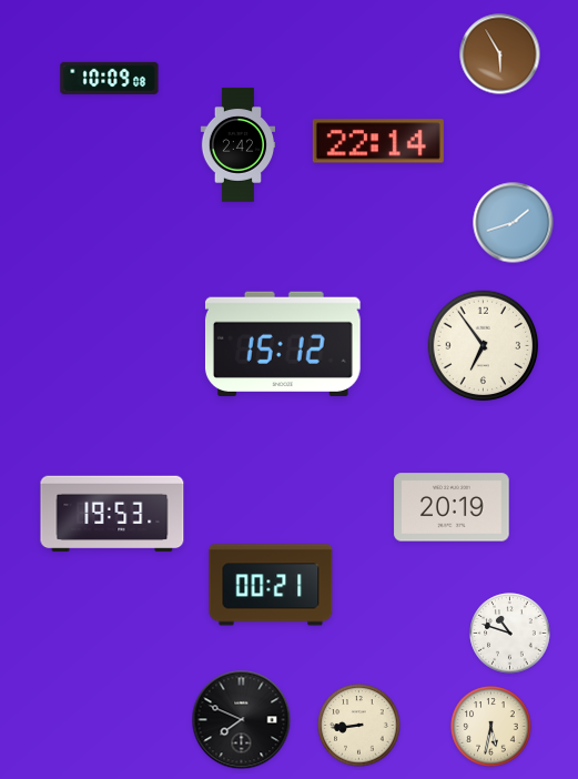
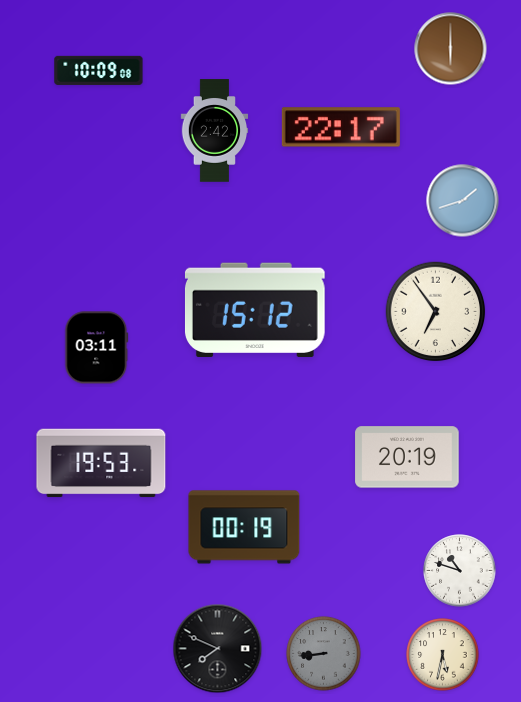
clock at (500, 54): 5:55 -> 6:00
clock at (378, 141): 22:14 -> 22:17
clock at (97, 348): none -> 03:11
clock at (271, 585): 00:21 -> 00:19
clock at (359, 726) dial: cream -> grey
